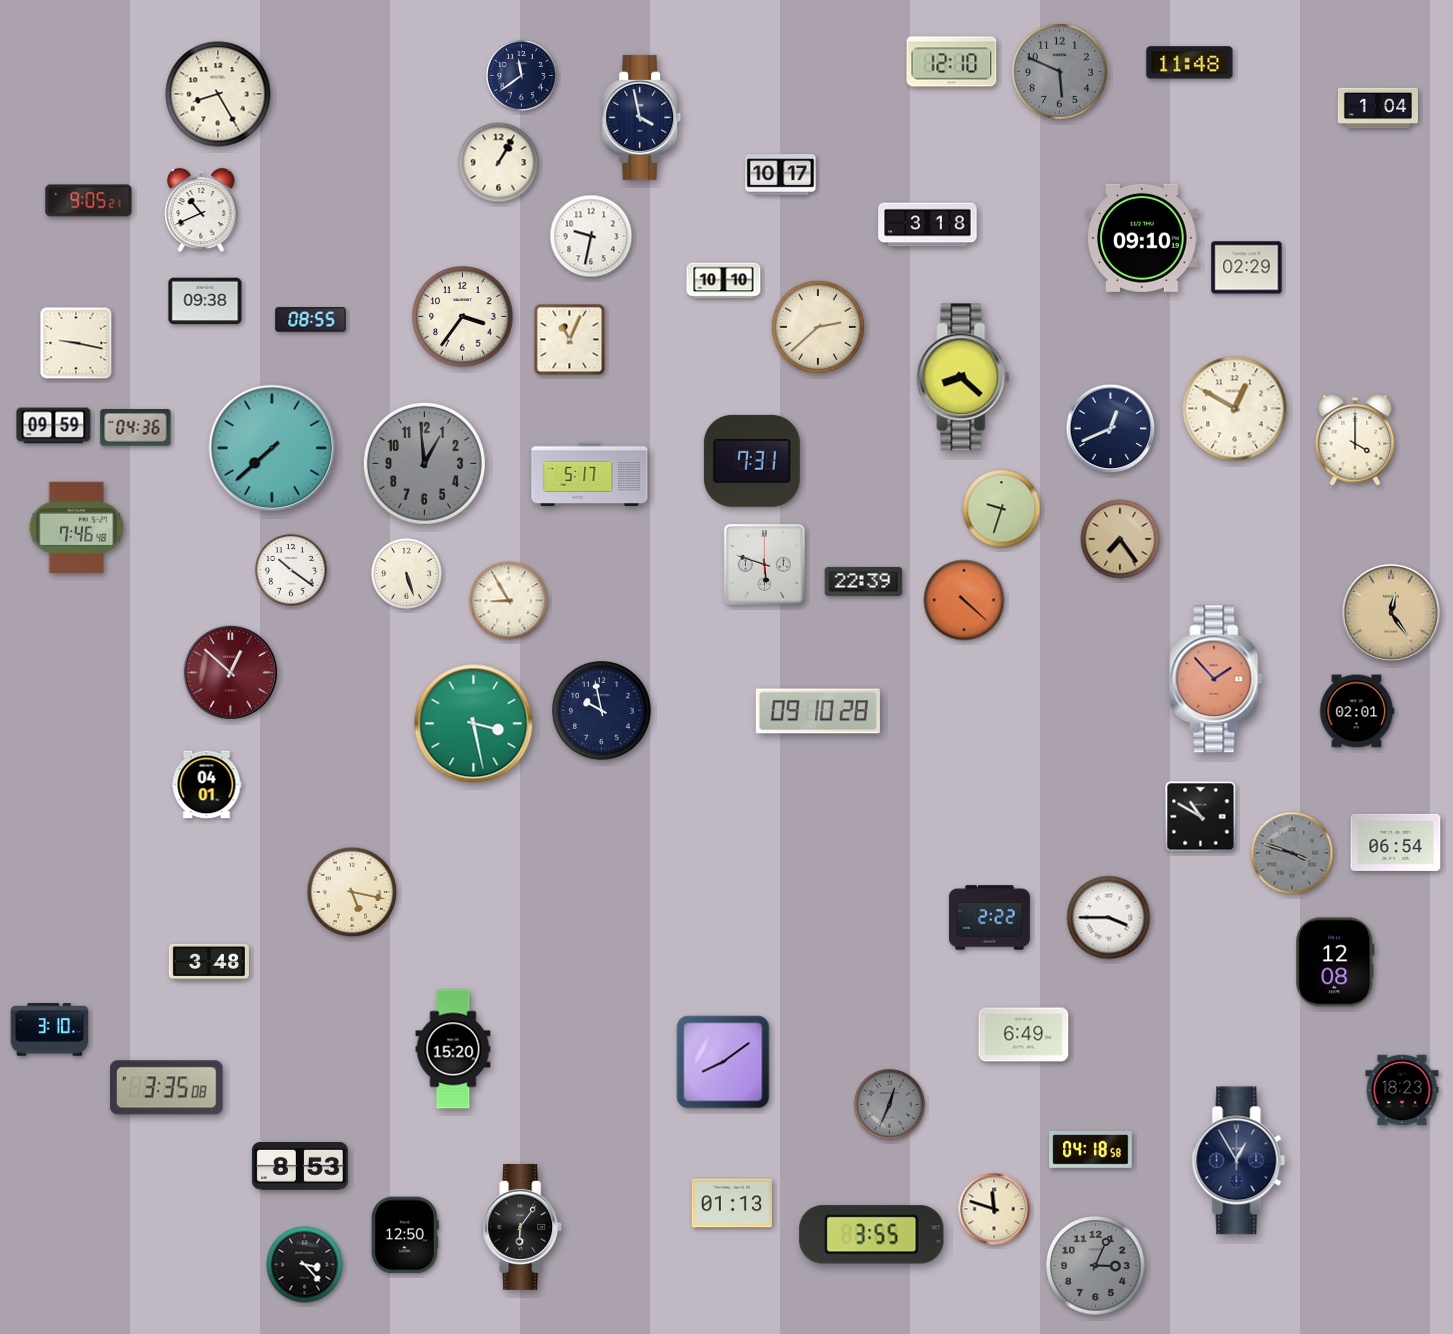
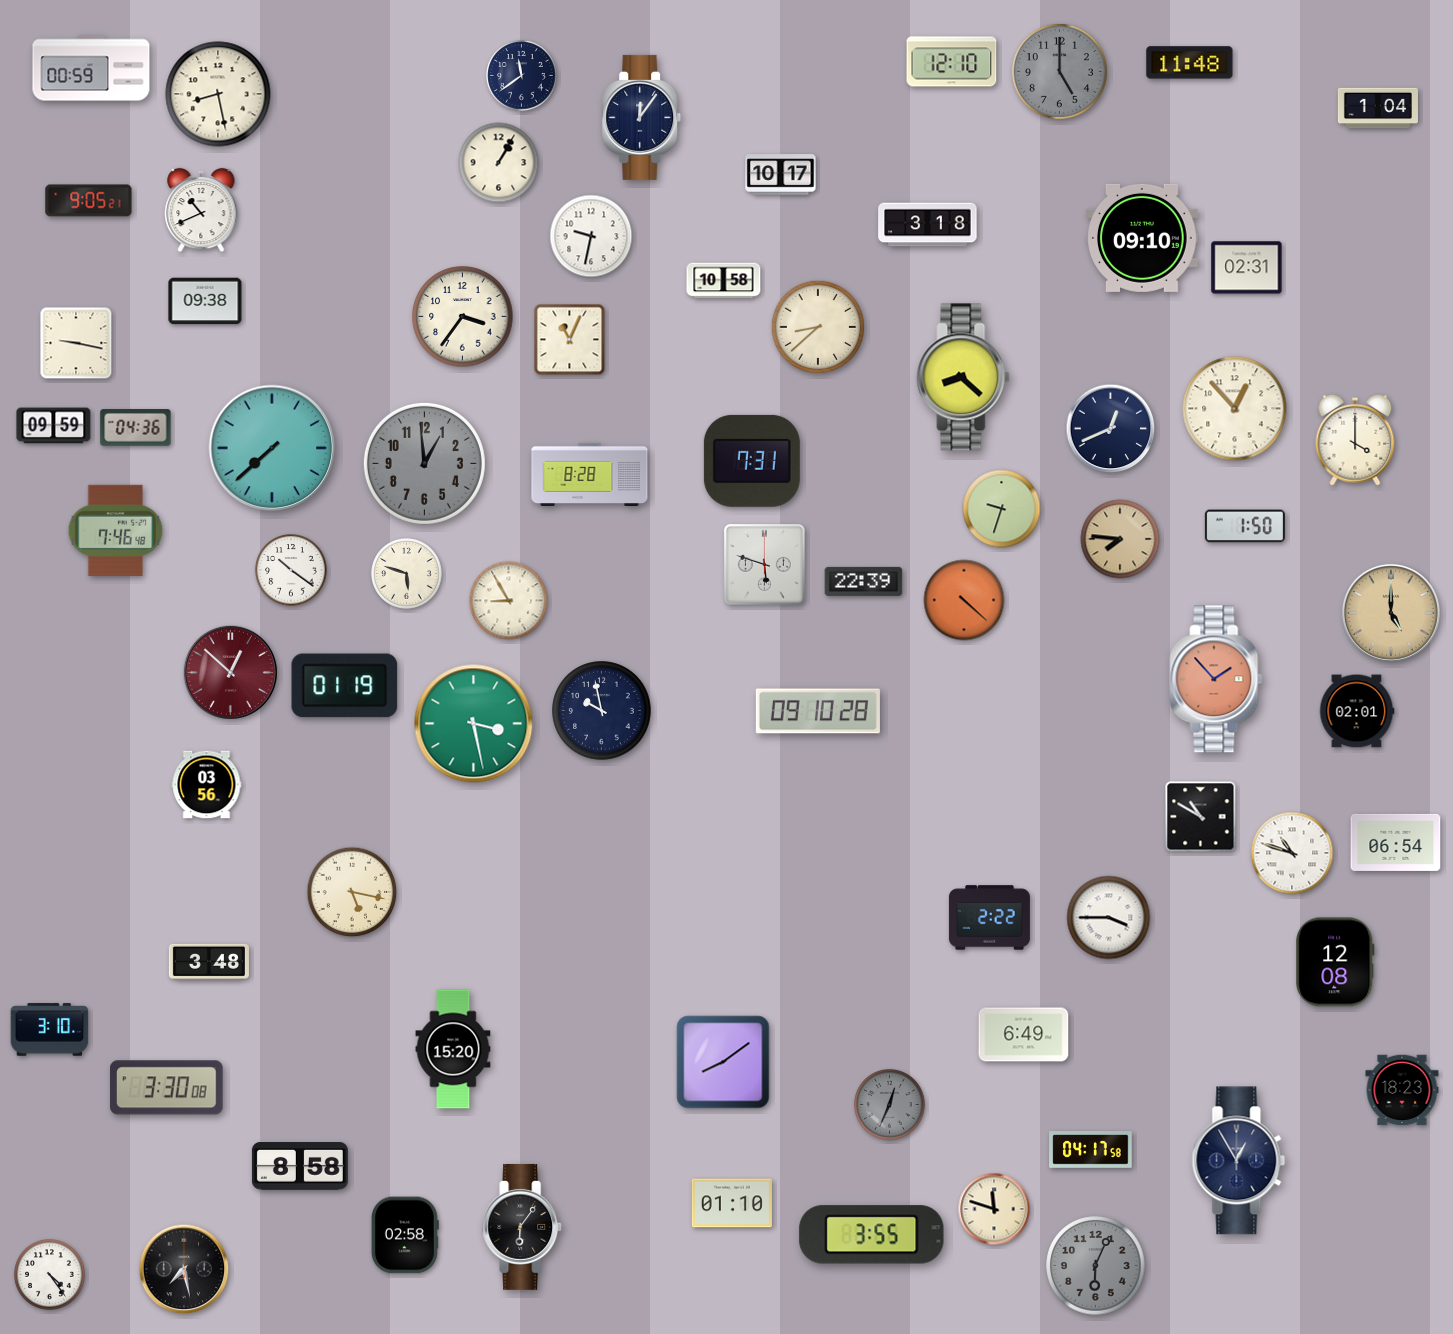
clock at (91, 68): none -> 00:59
clock at (1059, 71): 5:49 -> 5:00
clock at (218, 94): 8:25 -> 8:28
clock at (642, 117): 3:58 -> 12:06
clock at (1247, 268): 02:29 -> 02:31
clock at (724, 281): 10:10 -> 10:58
clock at (311, 320): 08:55 -> none
clock at (818, 327): 2:38 -> 8:38
clock at (1235, 409): 12:50 -> 12:53
clock at (590, 474): 5:17 -> 8:28
clock at (1245, 526): none -> 1:50
clock at (77, 527) position: (77, 527) -> (116, 530)
clock at (1120, 539): 7:24 -> 7:46
clock at (407, 574): 5:27 -> 5:48
clock at (1391, 613): 12:24 -> 5:00
clock at (345, 686): none -> 01:19
clock at (207, 785): 04:01 -> 03:56
clock at (1292, 853): 3:48 -> 10:48
clock at (1292, 853) dial: grey -> white
clock at (167, 1088): 3:35 -> 3:30
clock at (1091, 1150): 04:18 -> 04:17
clock at (300, 1166): 8:53 -> 8:58
clock at (732, 1203): 01:13 -> 01:10
clock at (405, 1235): 12:50 -> 02:58
clock at (305, 1265): 3:23 -> none
clock at (1096, 1266): 3:04 -> 6:04
clock at (184, 1269): none -> 7:28
clock at (50, 1275): none -> 4:24
